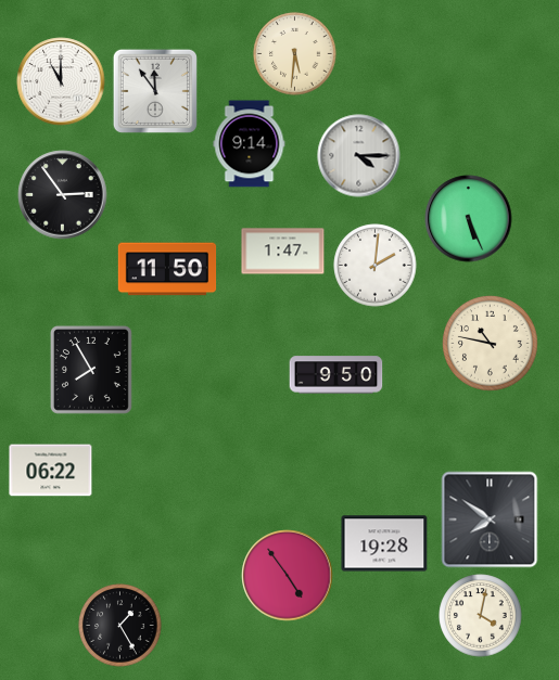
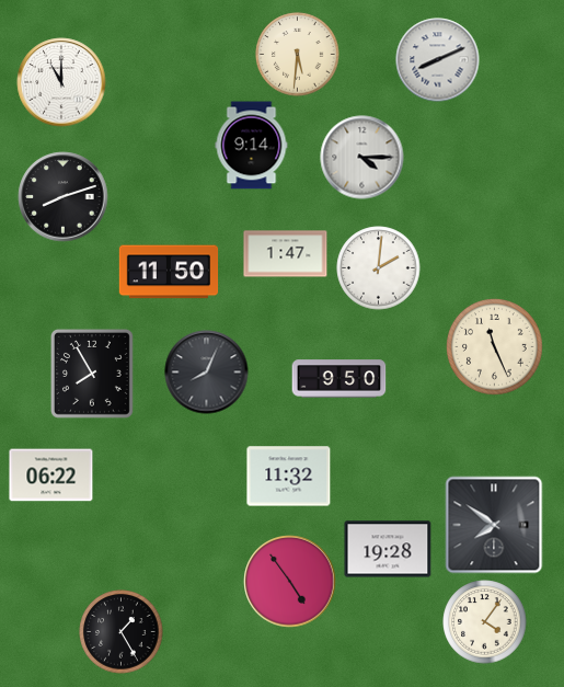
clock at (438, 60): none -> 8:11
clock at (155, 91): 11:54 -> none
clock at (63, 195): 2:54 -> 8:12
clock at (469, 219): 5:26 -> none
clock at (491, 344): 10:47 -> 11:26
clock at (207, 373): none -> 8:04
clock at (289, 477): none -> 11:32
clock at (481, 616): 4:02 -> 4:06
